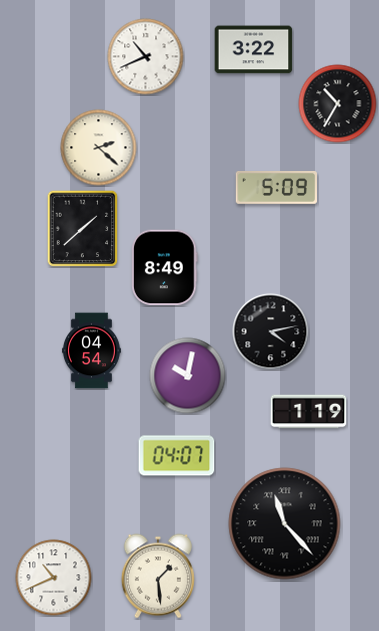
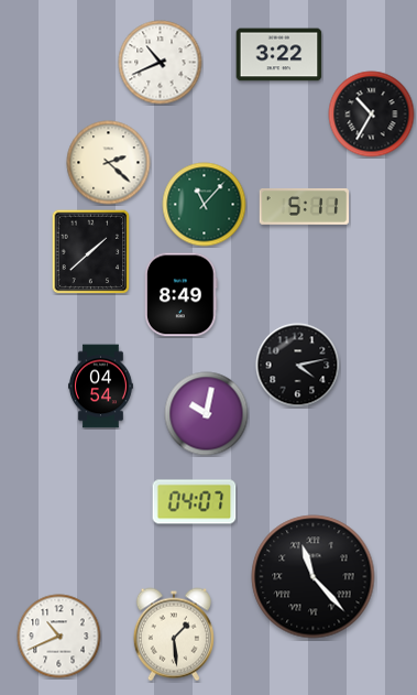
clock at (205, 205): none -> 11:07
clock at (277, 187): 5:09 -> 5:11
clock at (309, 412): 1:19 -> none
